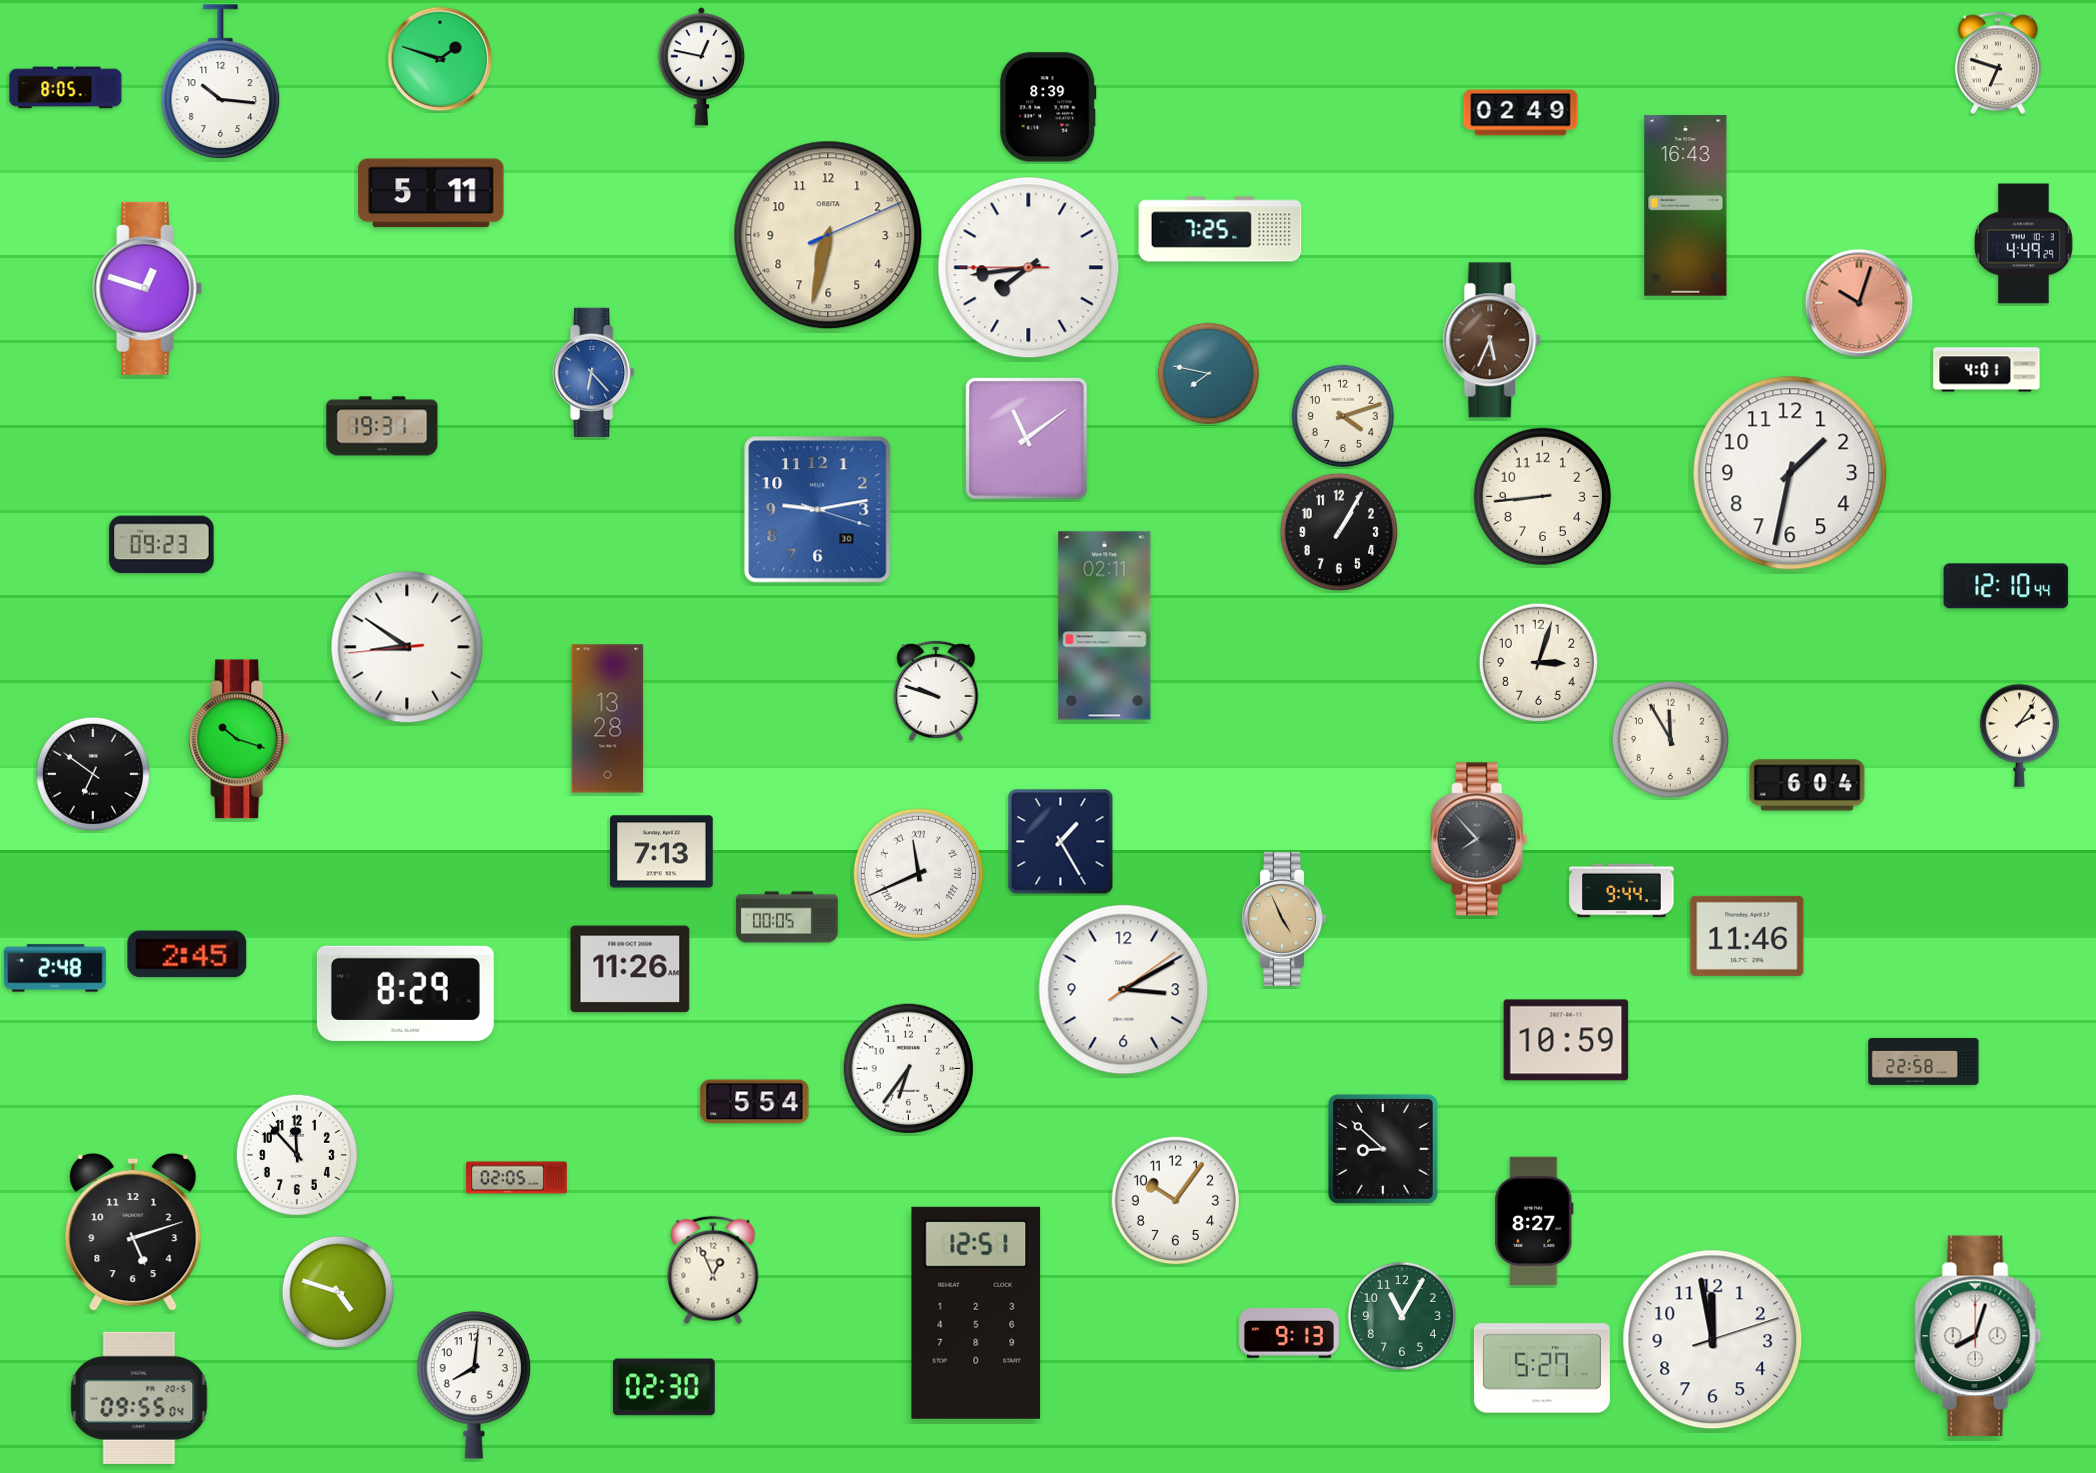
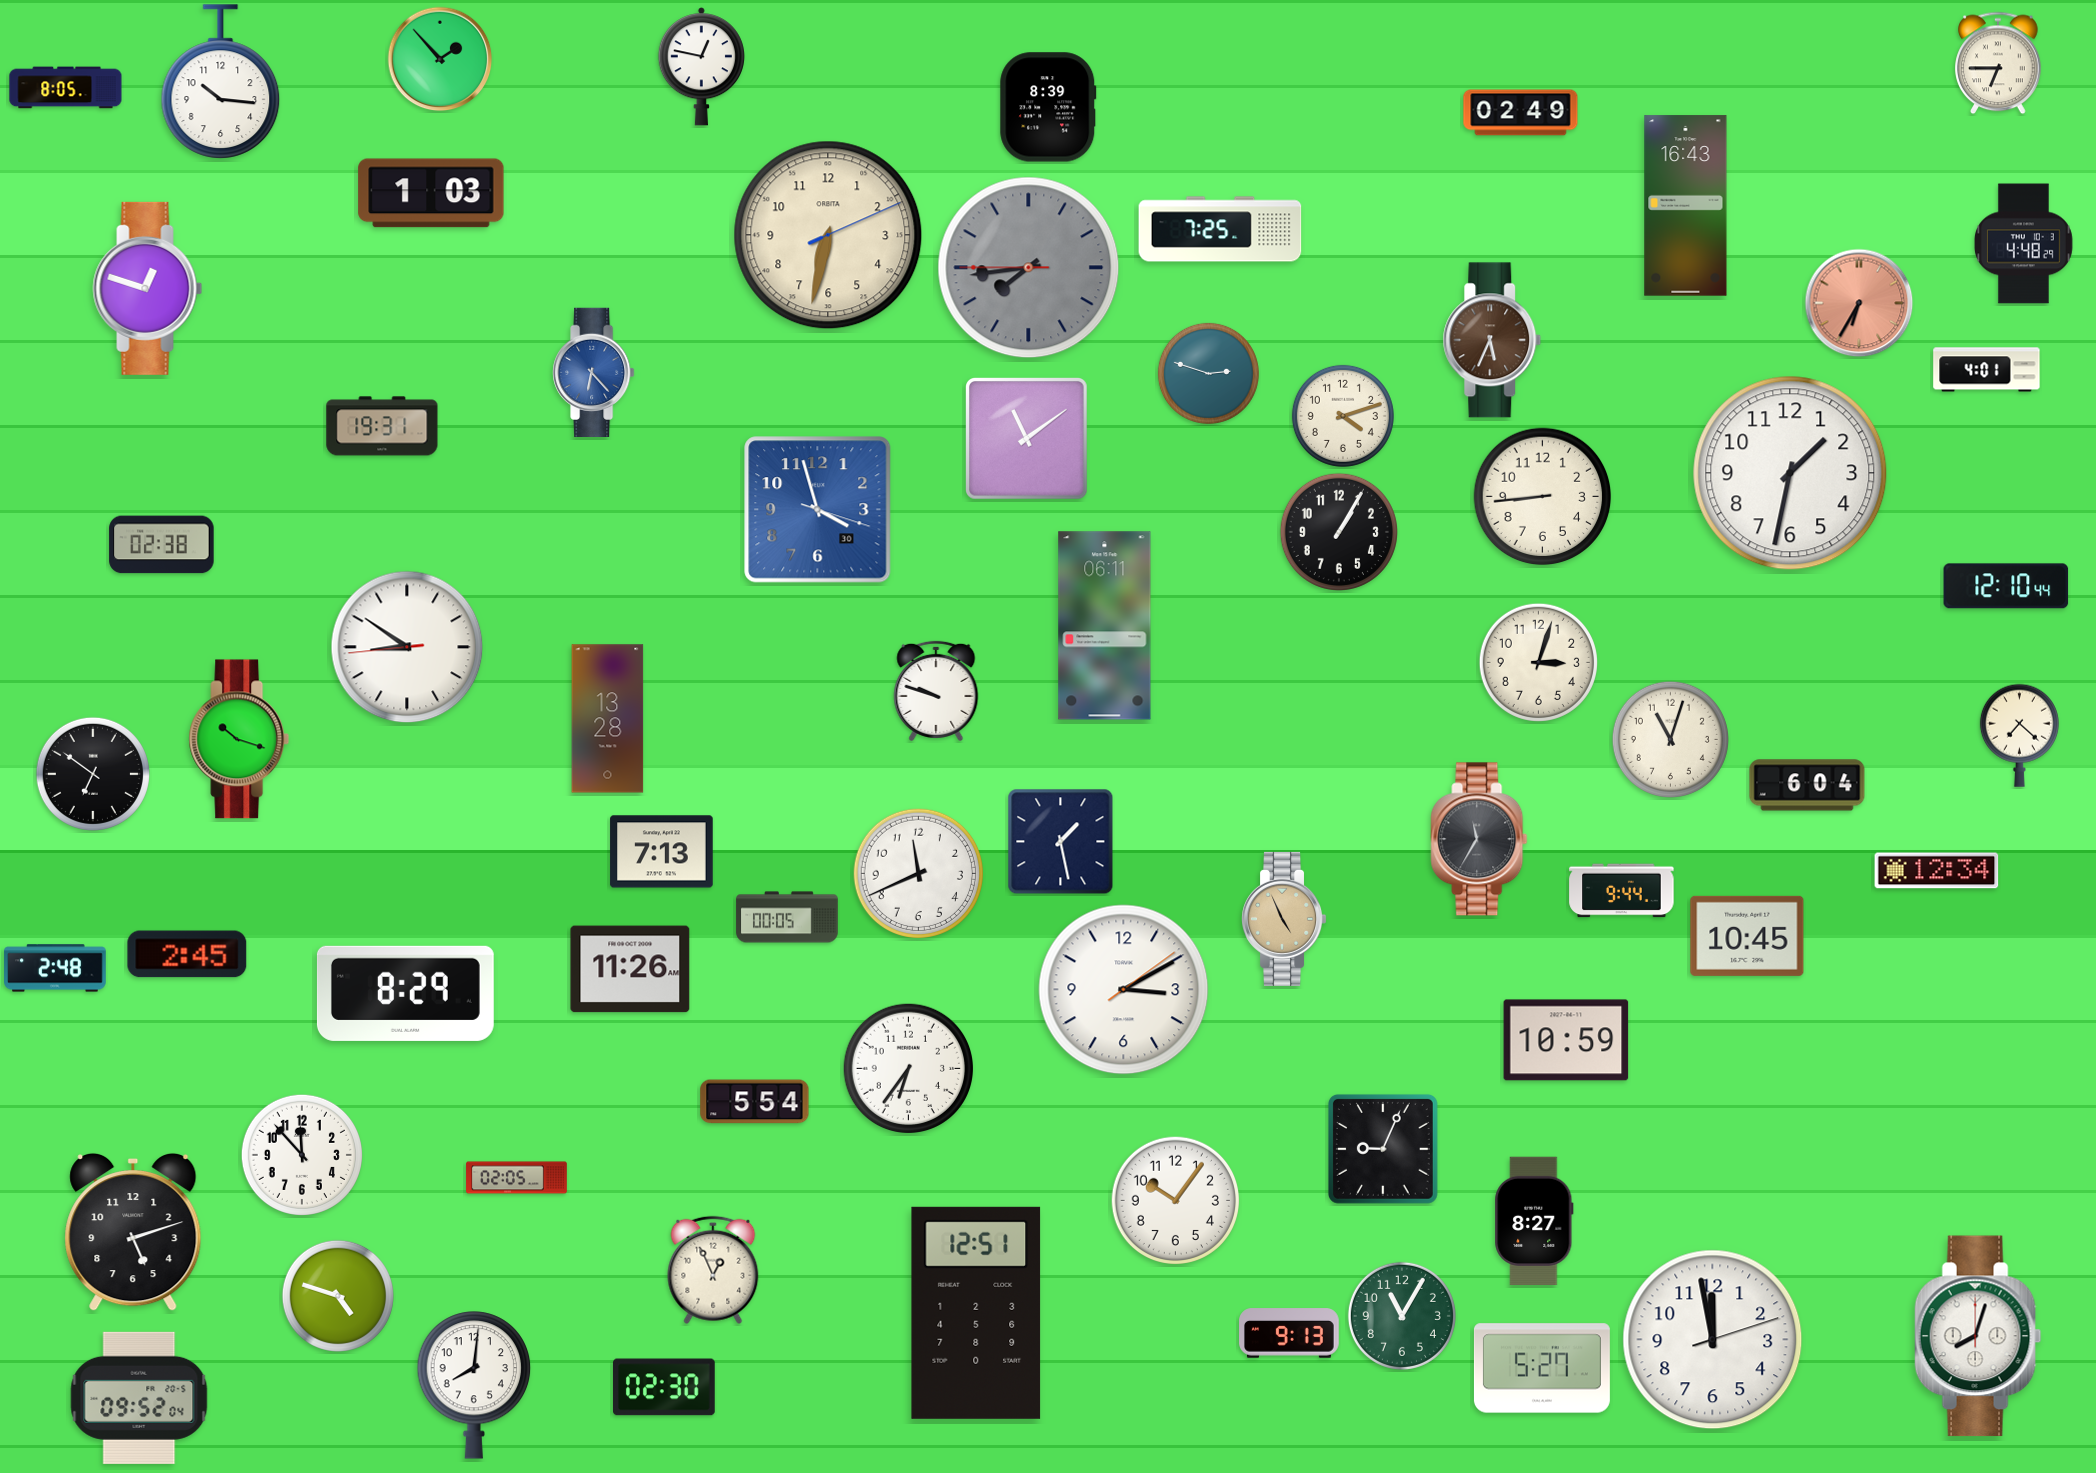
clock at (440, 59): 1:48 -> 1:53
clock at (1998, 63): 6:48 -> 6:45
clock at (431, 193): 5:11 -> 1:03
clock at (2023, 244): 4:49 -> 4:48
clock at (1029, 268) dial: white -> grey
clock at (1859, 303): 10:03 -> 6:35
clock at (1208, 373): 7:47 -> 2:48
clock at (818, 510): 9:13 -> 3:57
clock at (162, 545): 09:23 -> 02:38
clock at (1105, 626): 02:11 -> 06:11
clock at (2019, 735): 2:06 -> 7:22
clock at (1670, 739): 11:55 -> 11:03
clock at (1479, 839): 7:53 -> 11:35
clock at (1061, 842): 1:25 -> 1:28
clock at (1937, 871): none -> 12:34
clock at (918, 873) numerals: Roman -> Arabic
clock at (1747, 936): 11:46 -> 10:45
clock at (1924, 1061): 22:58 -> none
clock at (1383, 1149): 8:52 -> 9:04
clock at (297, 1155) position: (297, 1155) -> (302, 1155)
clock at (338, 1292) position: (338, 1292) -> (338, 1296)
clock at (139, 1398): 09:55 -> 09:52
